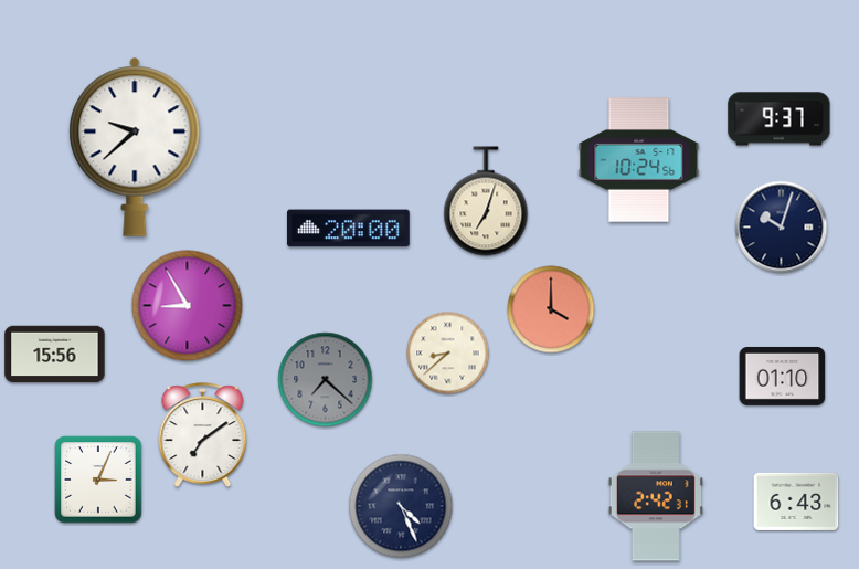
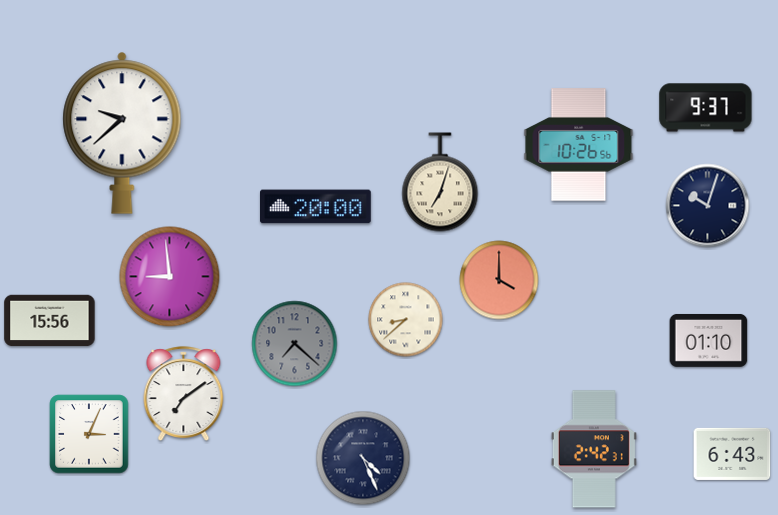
clock at (639, 160): 10:24 -> 10:26
clock at (188, 306): 8:55 -> 8:59
clock at (796, 502) position: (796, 502) -> (732, 454)
